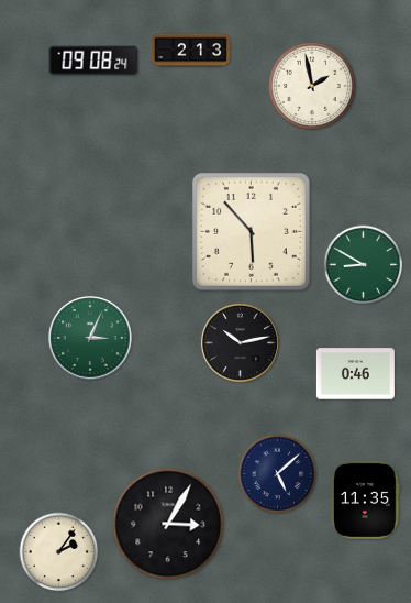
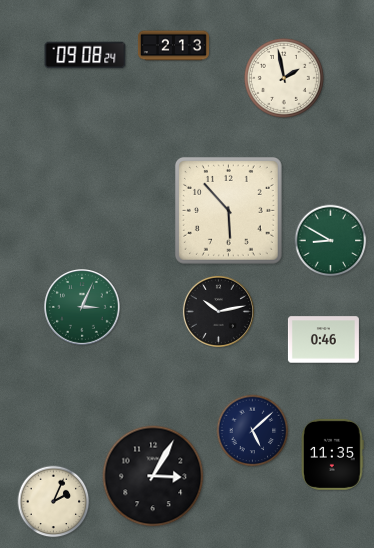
clock at (59, 552): 2:06 -> 2:04
